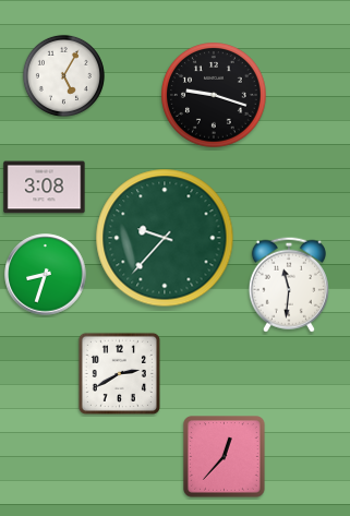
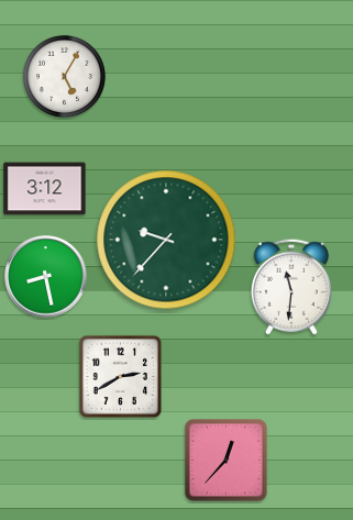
clock at (214, 95): 9:18 -> none
clock at (45, 188): 3:08 -> 3:12
clock at (46, 275): 8:33 -> 8:28
